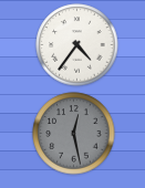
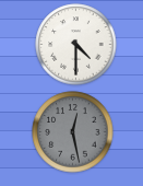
clock at (77, 45): 4:36 -> 4:30
